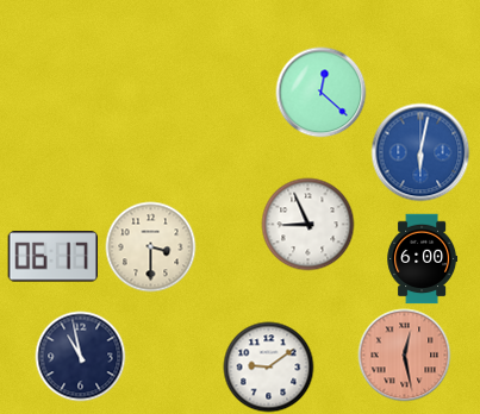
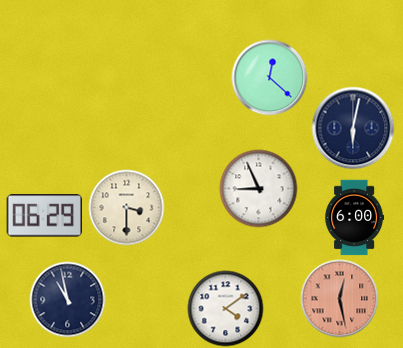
clock at (420, 152) dial: blue -> navy
clock at (52, 257): 06:17 -> 06:29
clock at (269, 368): 9:09 -> 4:09
